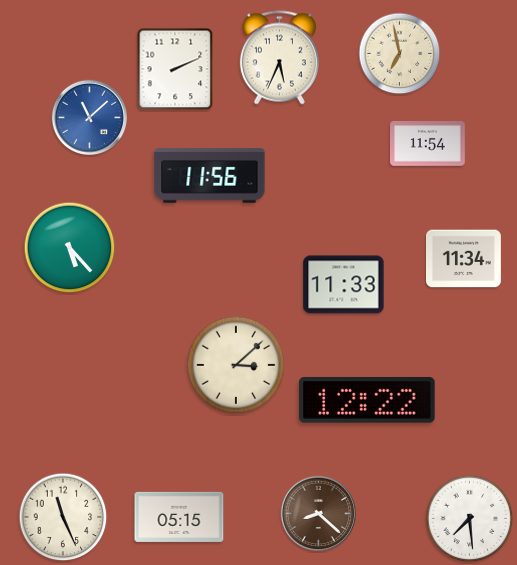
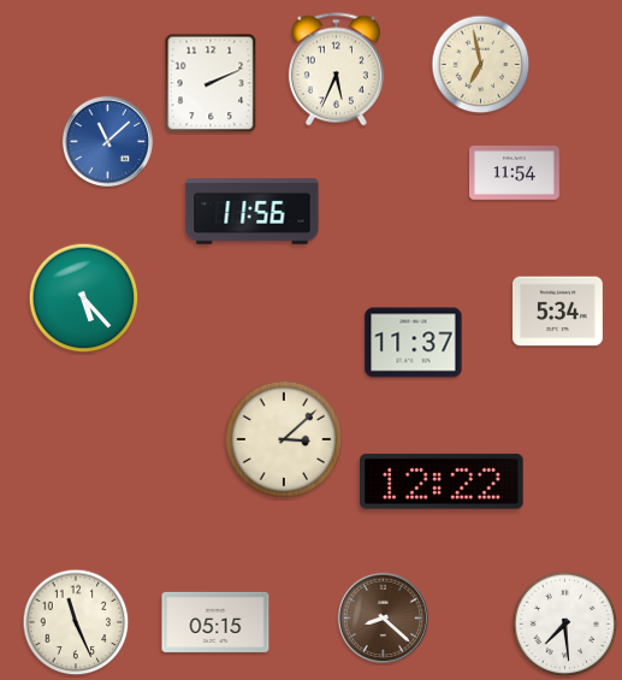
clock at (464, 259): 11:34 -> 5:34
clock at (344, 285): 11:33 -> 11:37
